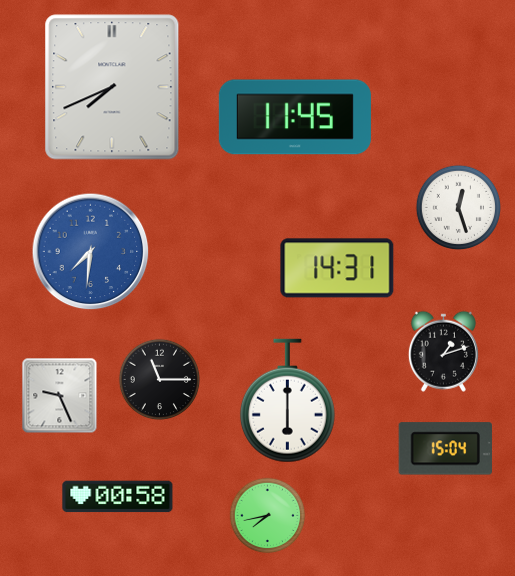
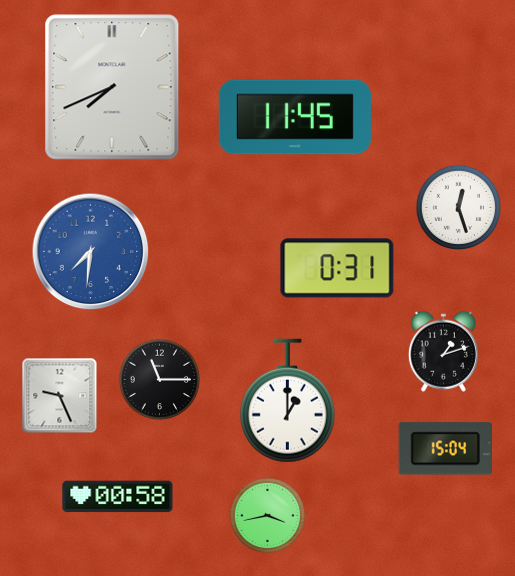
clock at (337, 268): 14:31 -> 0:31
clock at (287, 401): 6:00 -> 1:00
clock at (268, 516): 7:43 -> 3:43
